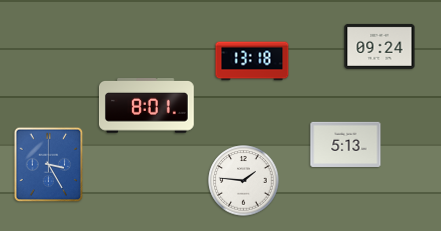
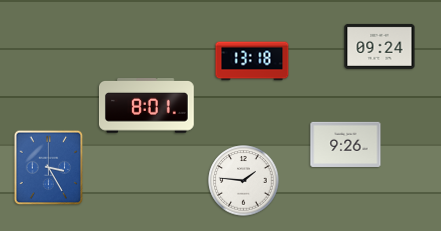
clock at (346, 144): 5:13 -> 9:26
clock at (49, 165) position: (49, 165) -> (49, 168)
